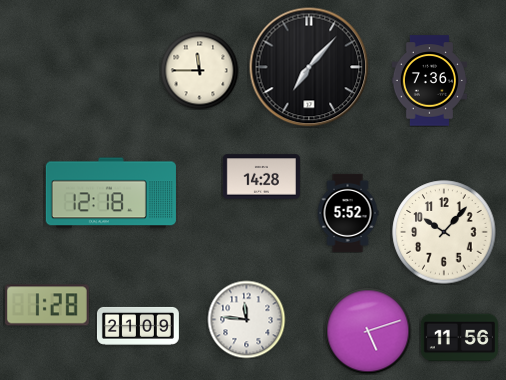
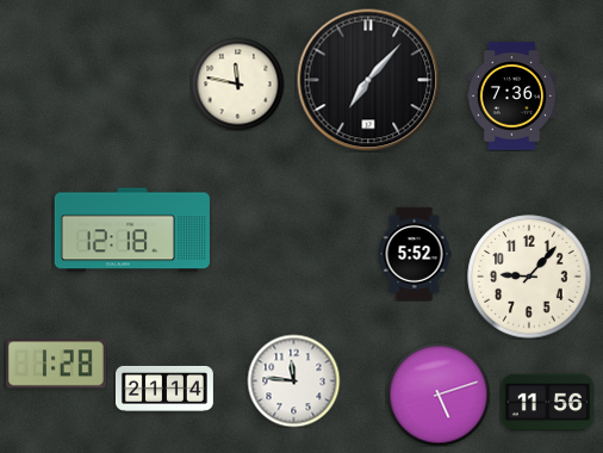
clock at (199, 70): 11:45 -> 11:47
clock at (261, 177): 14:28 -> none
clock at (444, 232): 10:07 -> 9:07
clock at (138, 326): 21:09 -> 21:14
